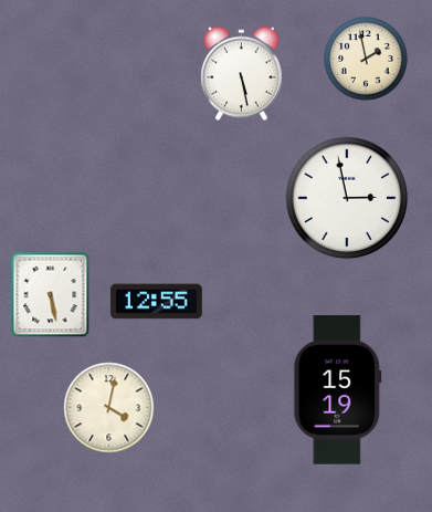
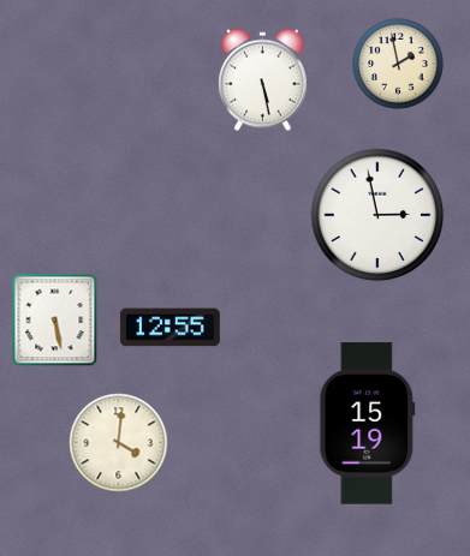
clock at (109, 408): 4:02 -> 4:01
